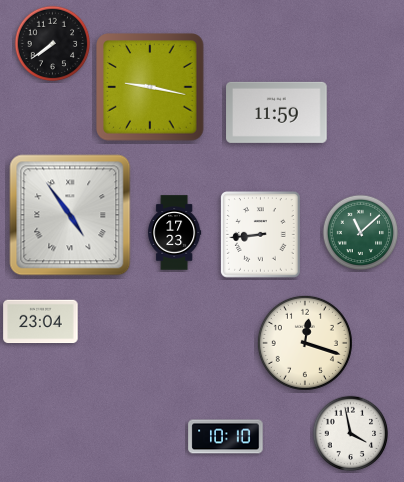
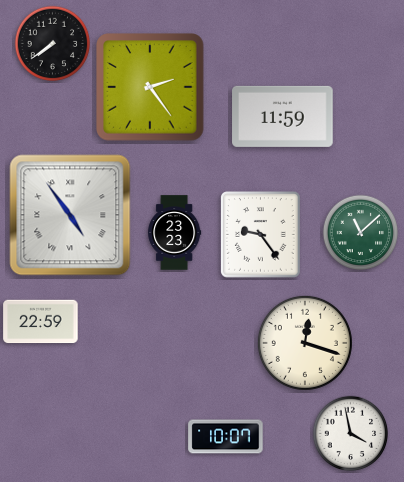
clock at (150, 87): 9:17 -> 2:24
clock at (277, 112) position: (277, 112) -> (283, 116)
clock at (175, 233): 17:23 -> 23:23
clock at (261, 235): 8:44 -> 9:24
clock at (41, 322): 23:04 -> 22:59
clock at (226, 437): 10:10 -> 10:07
